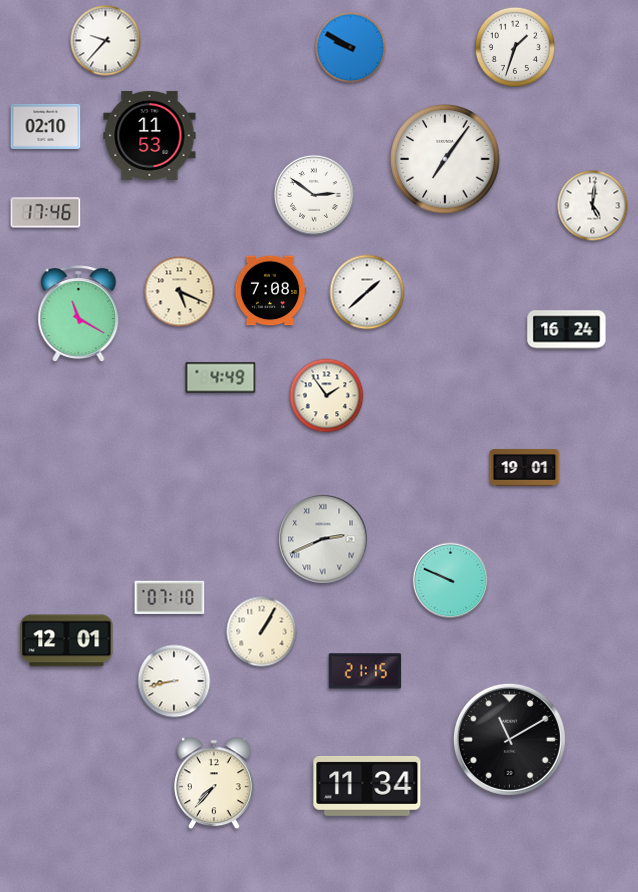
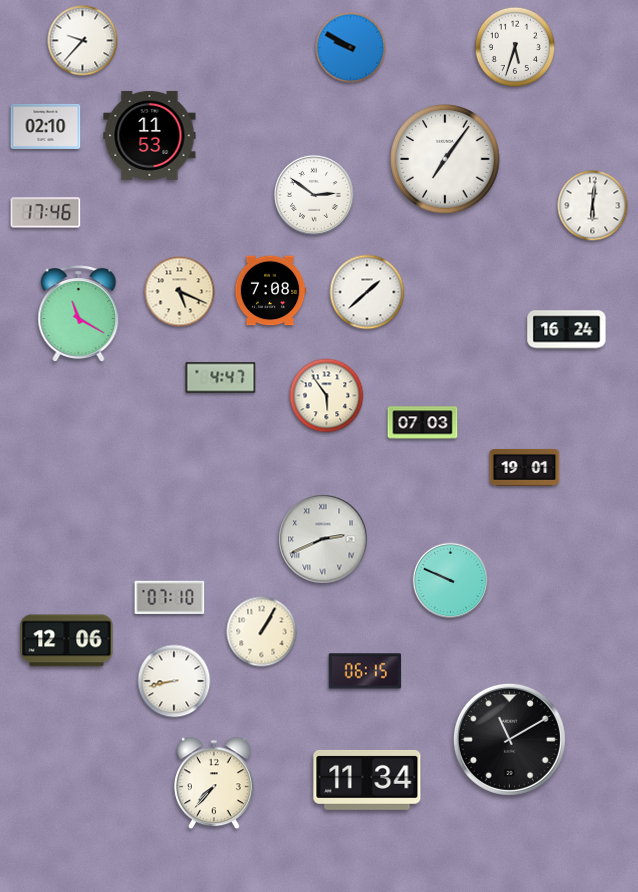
clock at (106, 41) position: (106, 41) -> (83, 41)
clock at (514, 46): 1:33 -> 5:33
clock at (593, 206): 5:01 -> 6:01
clock at (221, 378): 4:49 -> 4:47
clock at (327, 396): 1:54 -> 5:54
clock at (423, 423): none -> 07:03
clock at (67, 641): 12:01 -> 12:06
clock at (365, 671): 21:15 -> 06:15
clock at (367, 786) position: (367, 786) -> (367, 780)
